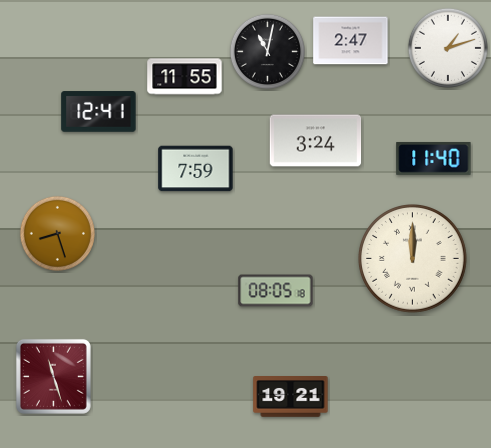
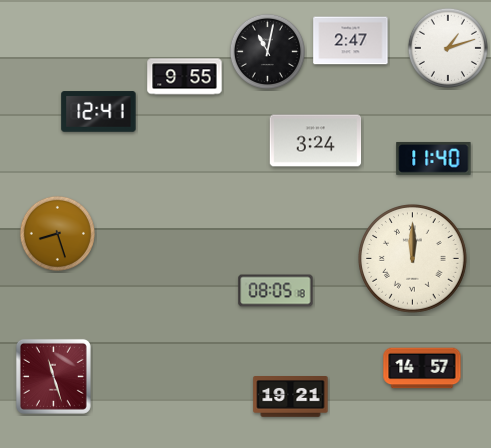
clock at (185, 77): 11:55 -> 9:55
clock at (196, 169): 7:59 -> none
clock at (422, 368): none -> 14:57
